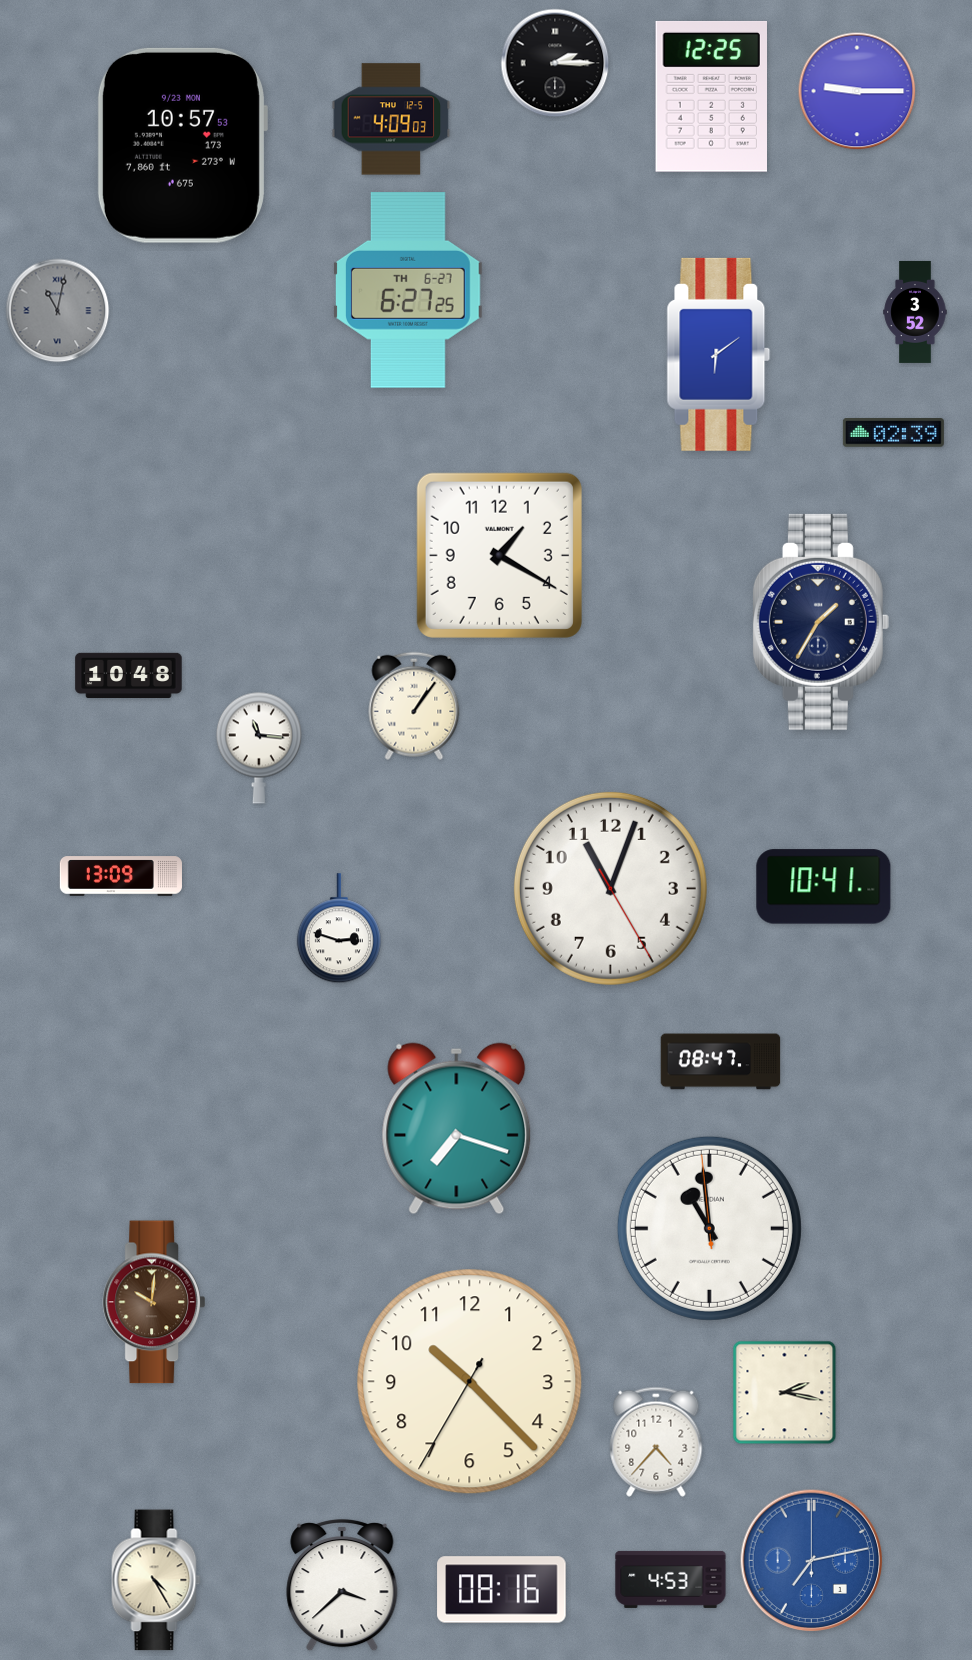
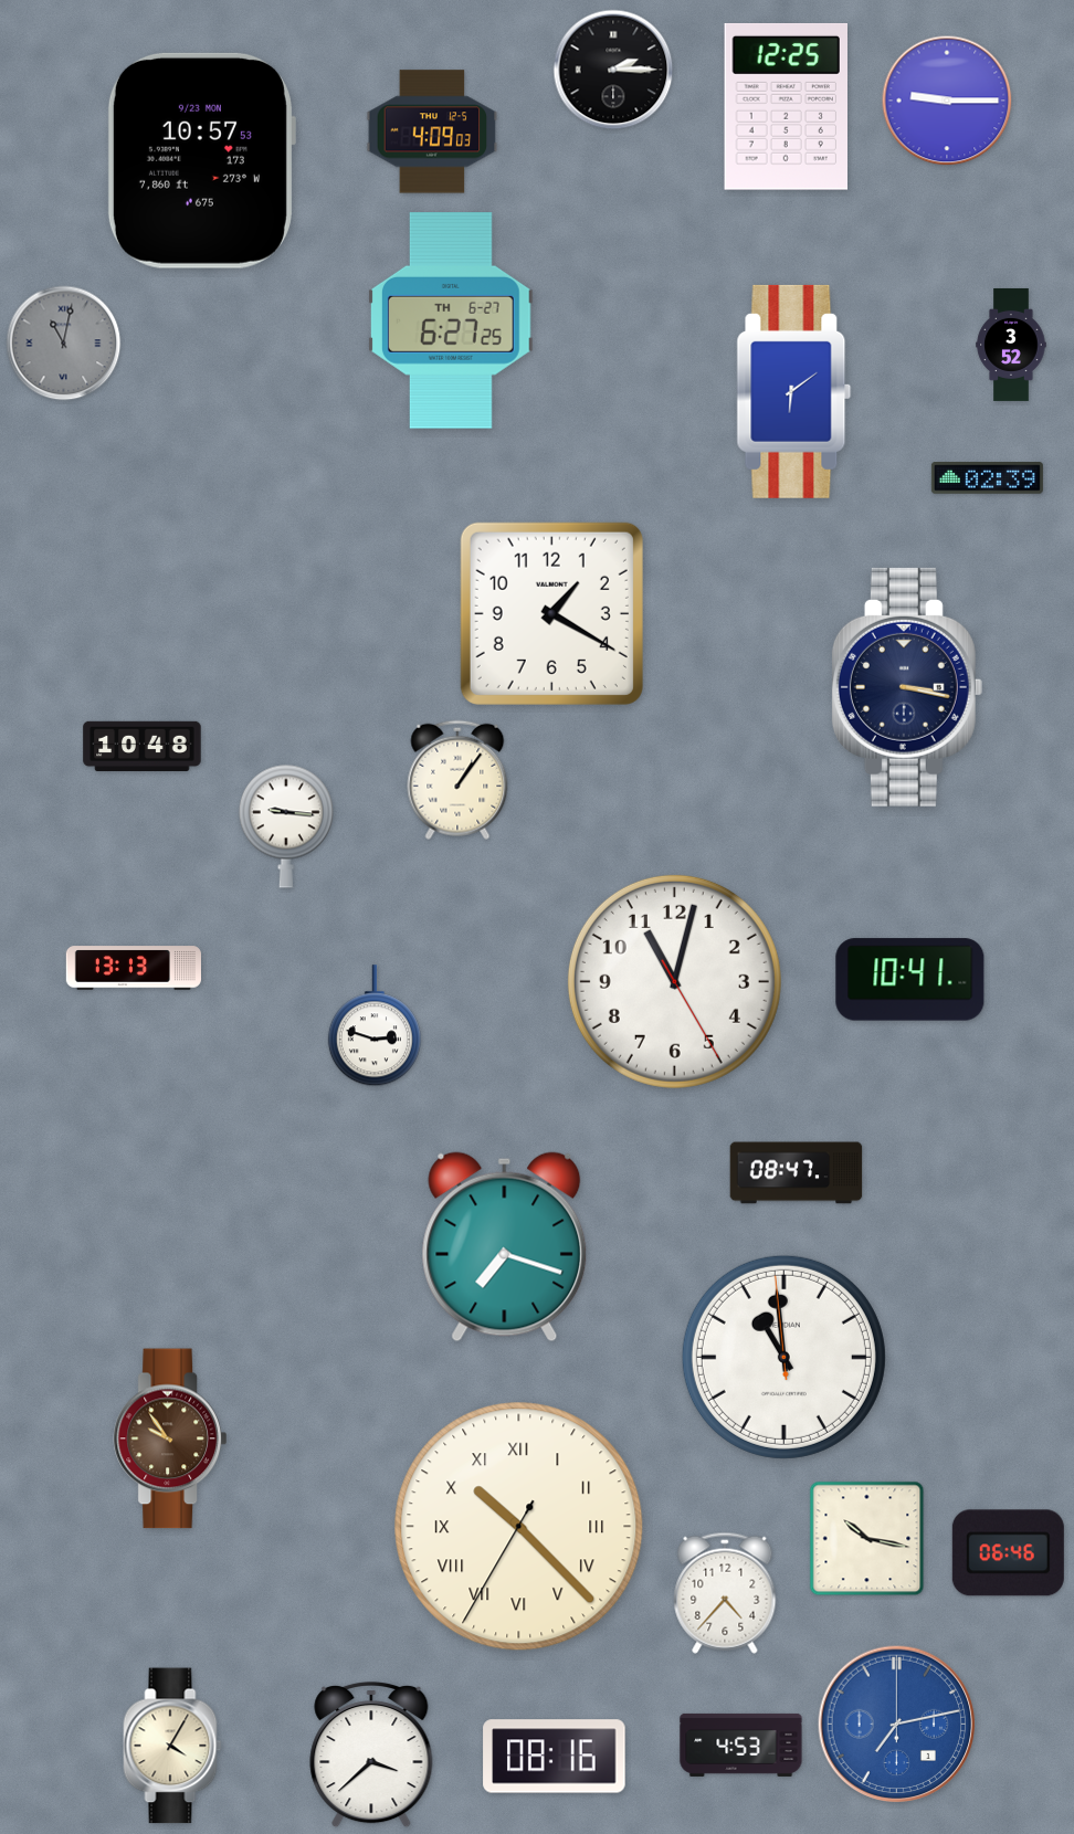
clock at (821, 622): 1:35 -> 3:17
clock at (259, 748): 11:16 -> 9:16
clock at (121, 876): 13:09 -> 13:13
clock at (610, 888): 11:03 -> 11:02
clock at (154, 1302): 10:01 -> 9:54
clock at (470, 1382) numerals: Arabic -> Roman
clock at (785, 1393): 2:17 -> 10:17
clock at (1008, 1553): none -> 06:46
clock at (156, 1580): 4:25 -> 4:05
clock at (342, 1585) position: (342, 1585) -> (371, 1754)
